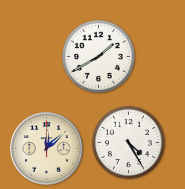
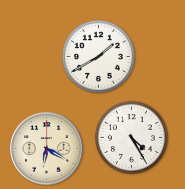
clock at (128, 142) position: (128, 142) -> (131, 137)
clock at (47, 149): 12:08 -> 6:20
